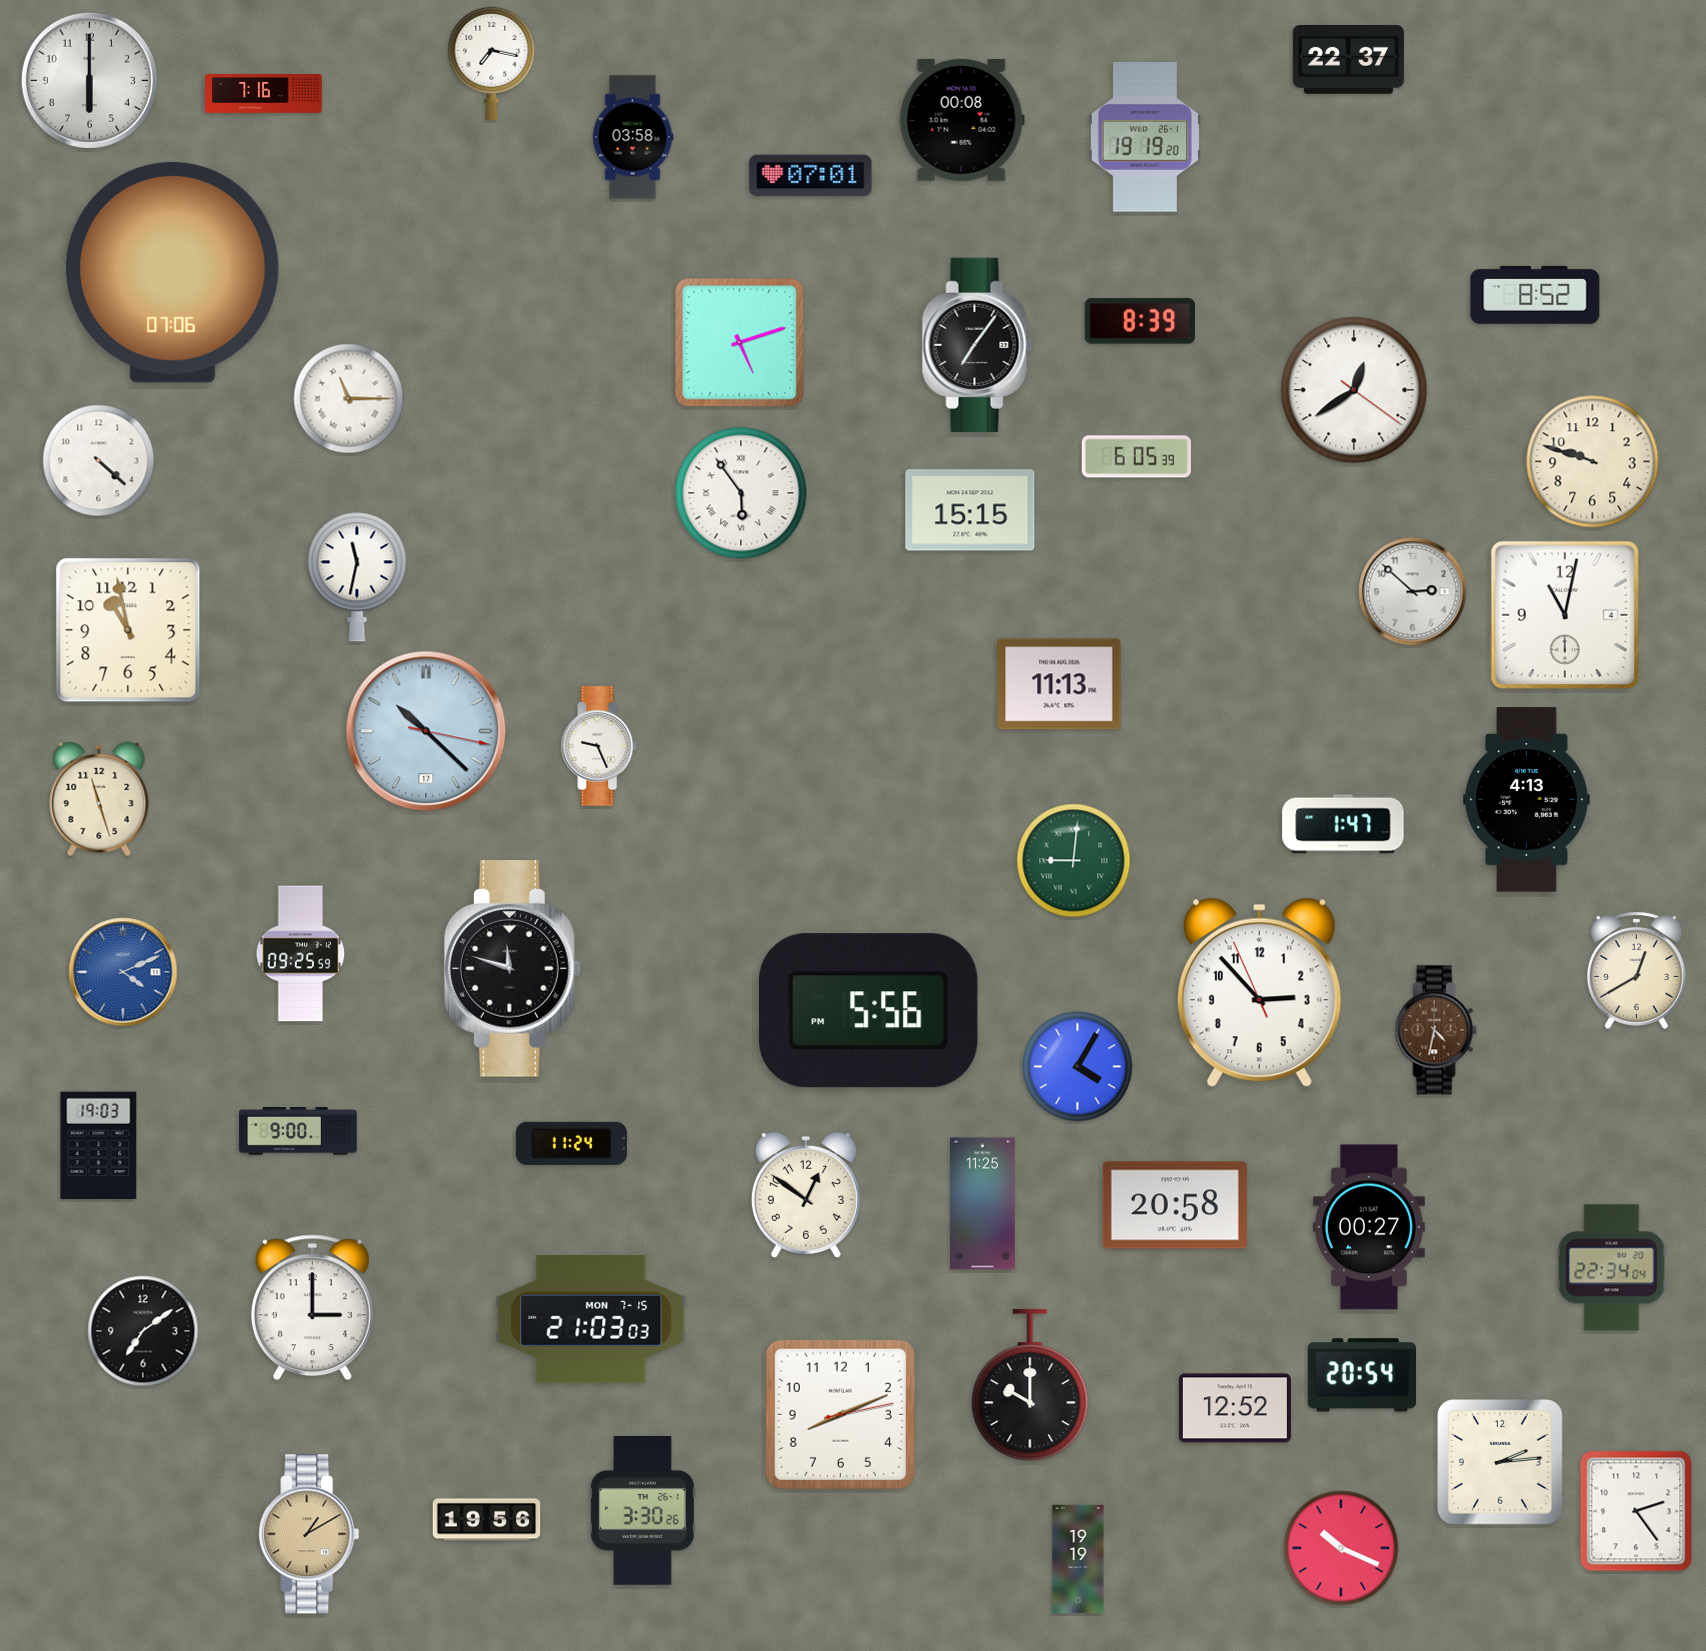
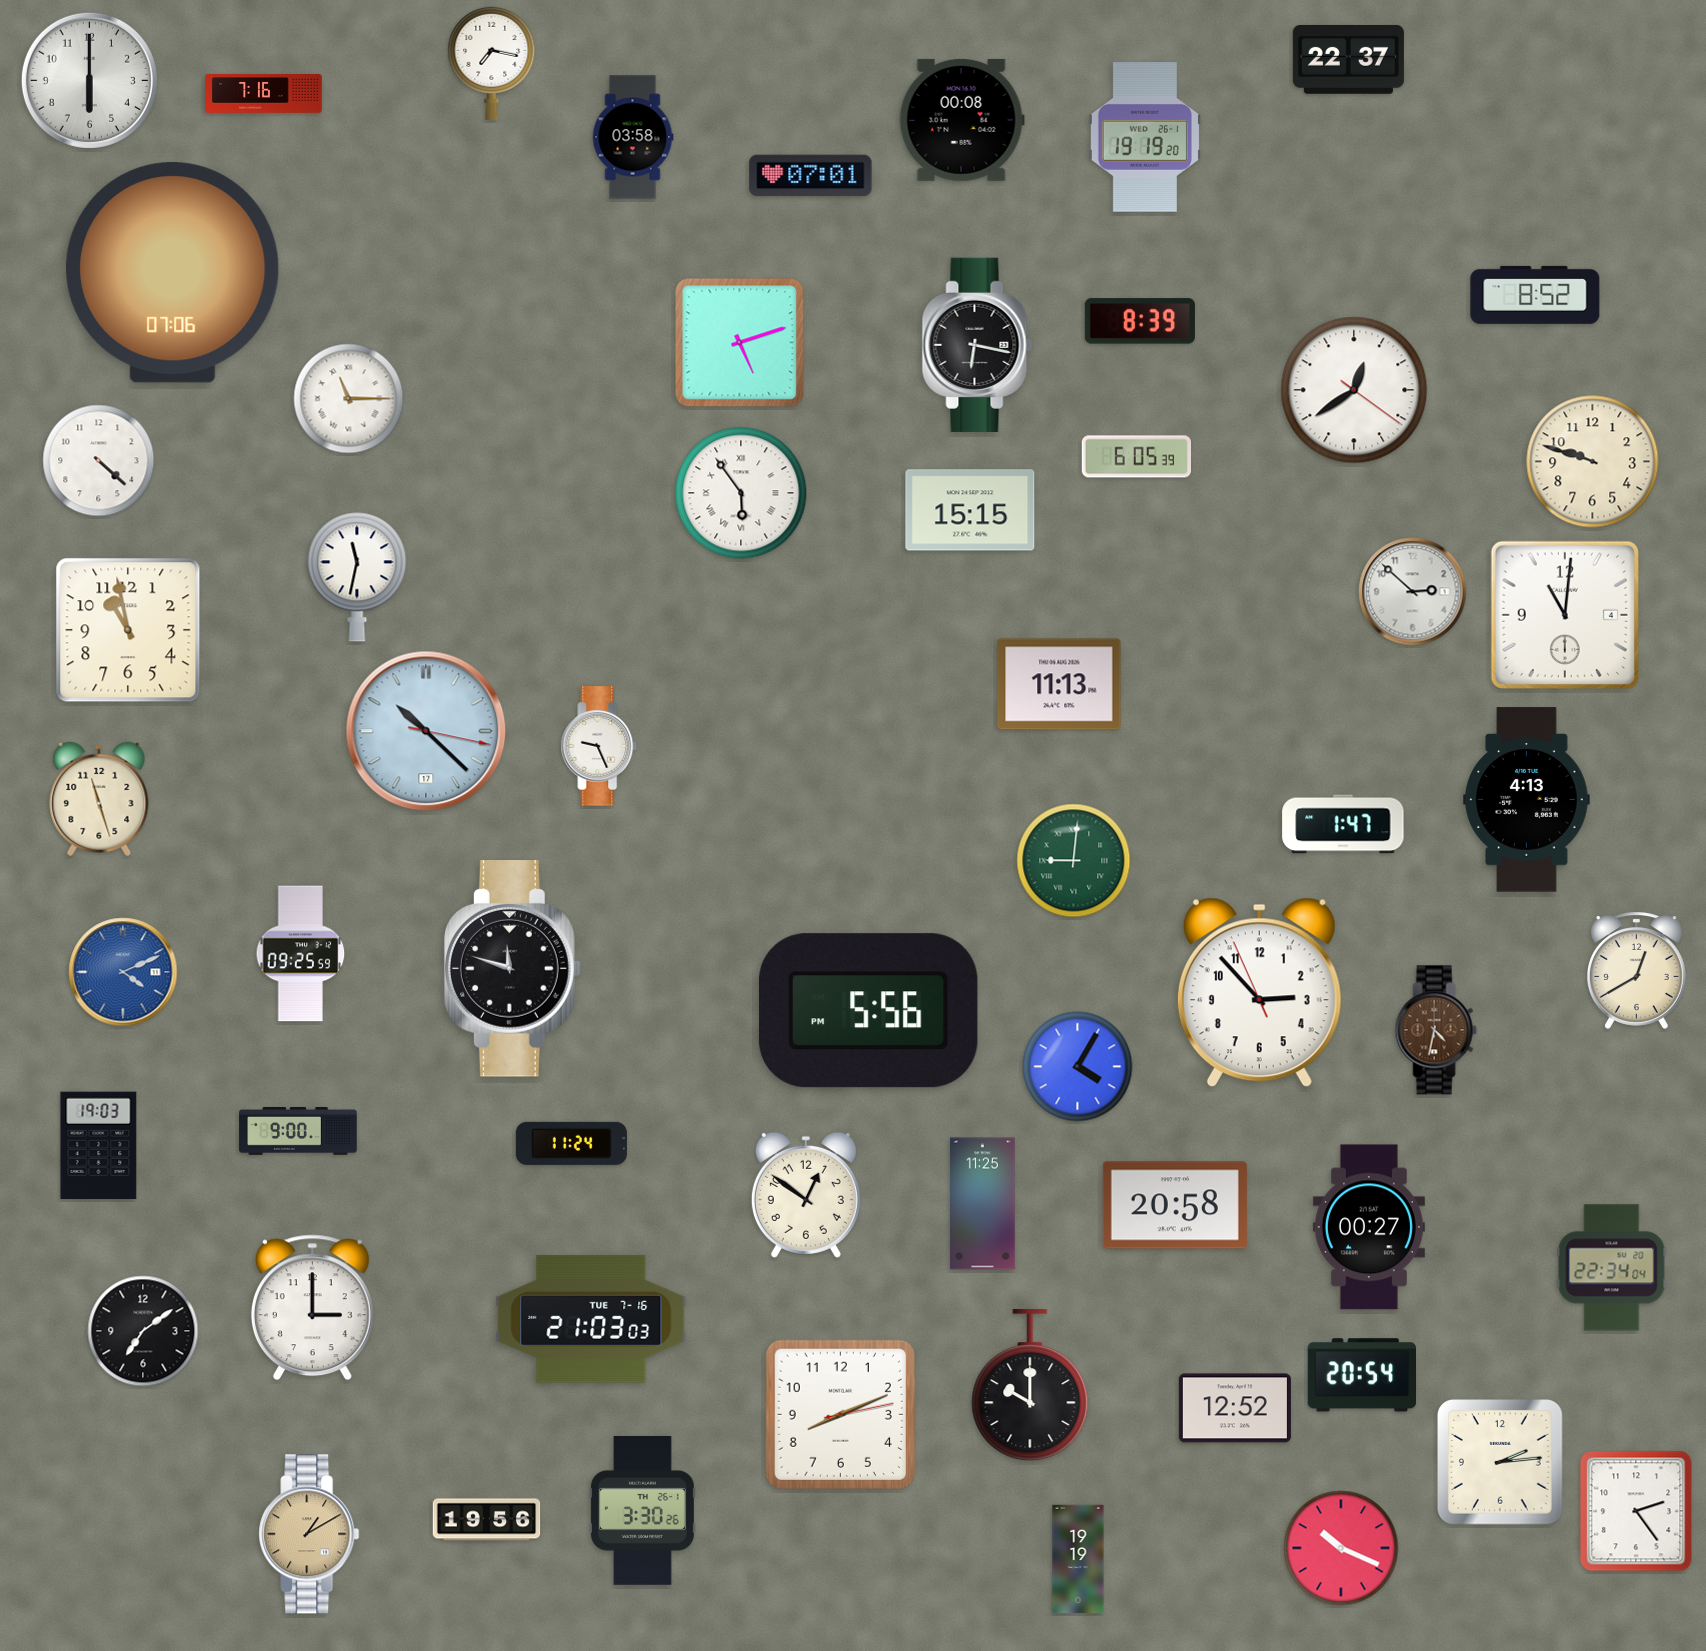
clock at (977, 345): 7:06 -> 6:17
clock at (1565, 615): 11:02 -> 11:01
clock at (591, 1319) date: MON 7-15 -> TUE 7-16
